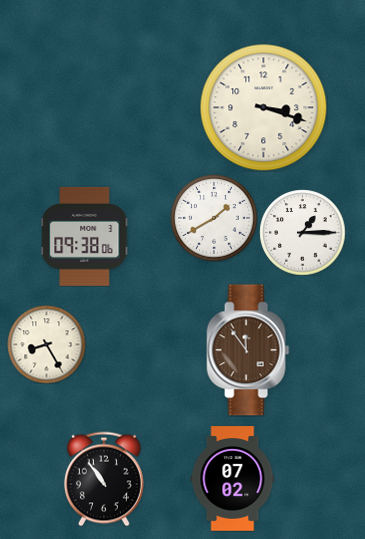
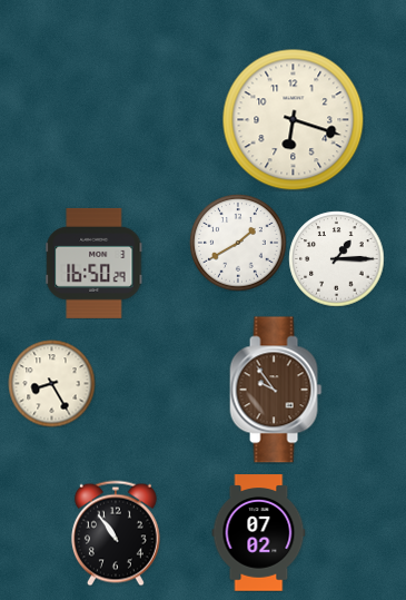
clock at (263, 107): 3:18 -> 6:18
clock at (85, 236): 09:38 -> 16:50
clock at (248, 350): 11:54 -> 9:54
